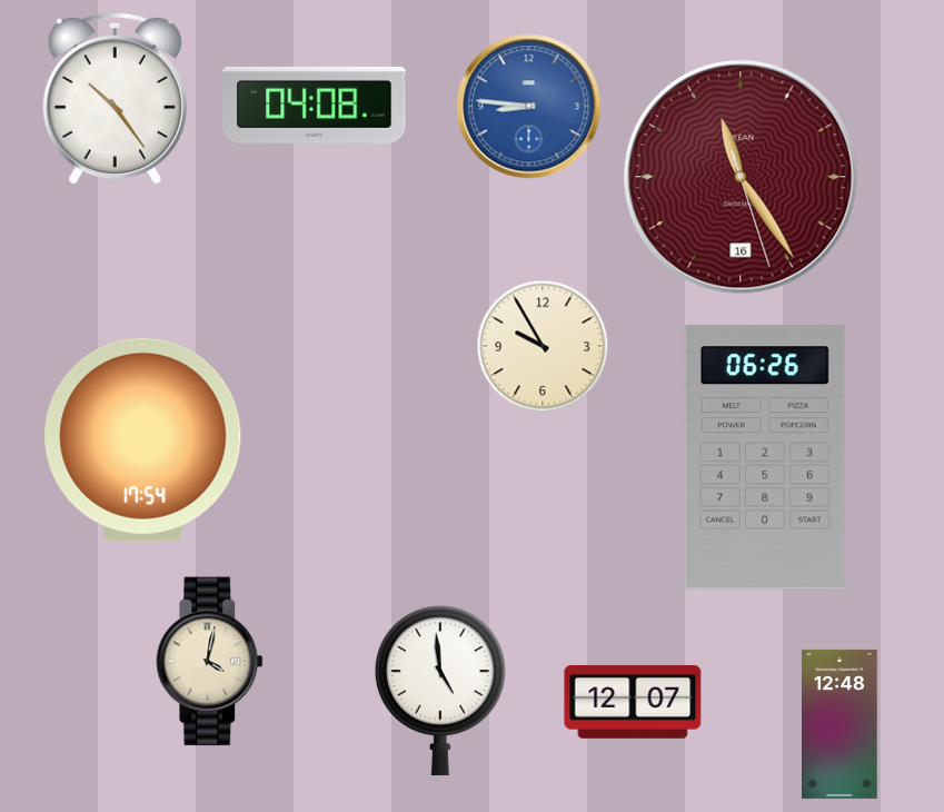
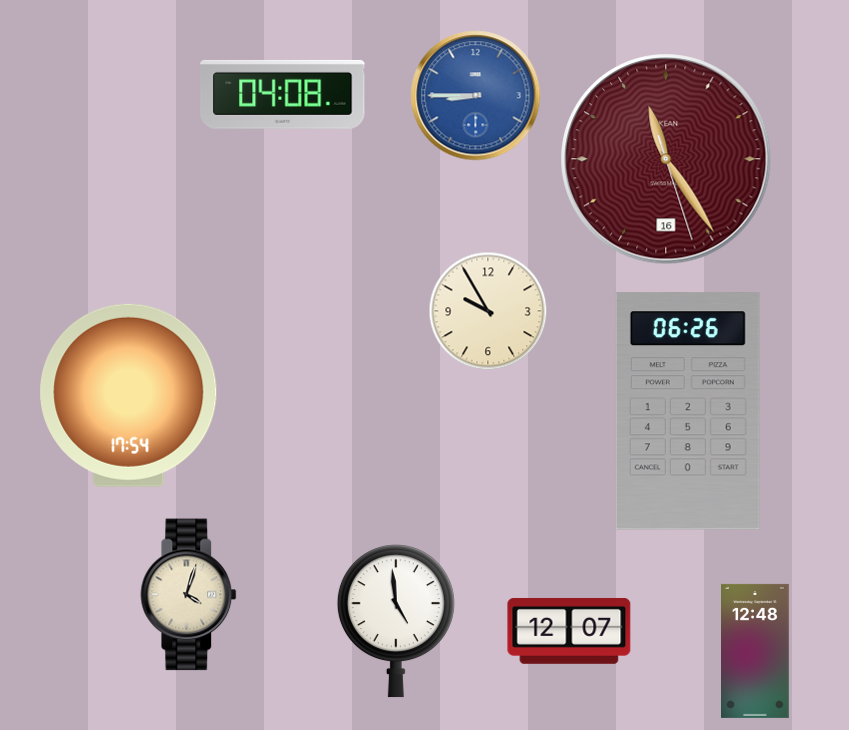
clock at (115, 98): 10:24 -> none
clock at (529, 107): 8:46 -> 8:45
clock at (210, 662): 4:02 -> 4:03
